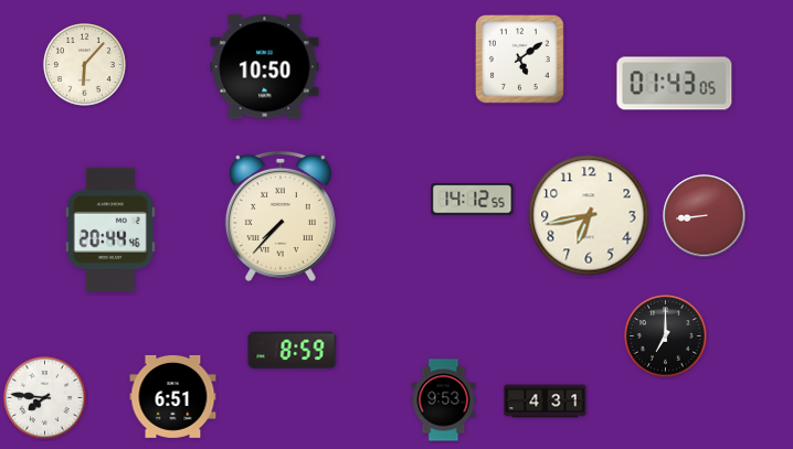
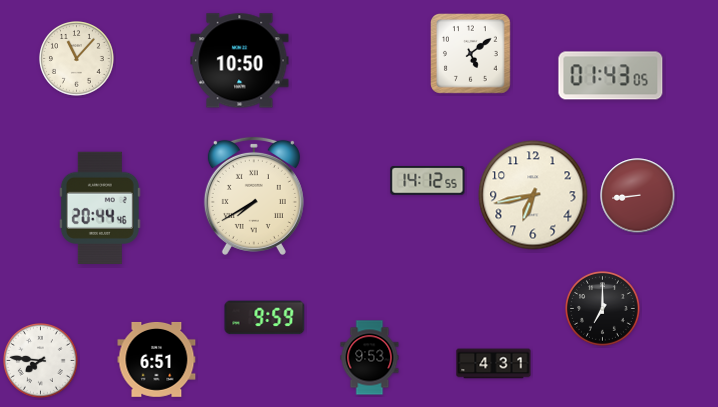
clock at (85, 65): 6:07 -> 11:07
clock at (281, 216): 7:37 -> 7:40
clock at (666, 336) position: (666, 336) -> (603, 309)
clock at (293, 351): 8:59 -> 9:59
clock at (444, 400) position: (444, 400) -> (370, 358)
